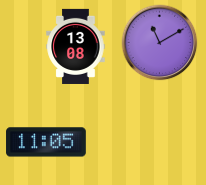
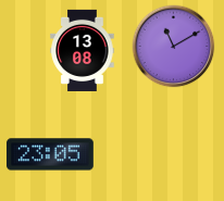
clock at (46, 142): 11:05 -> 23:05
